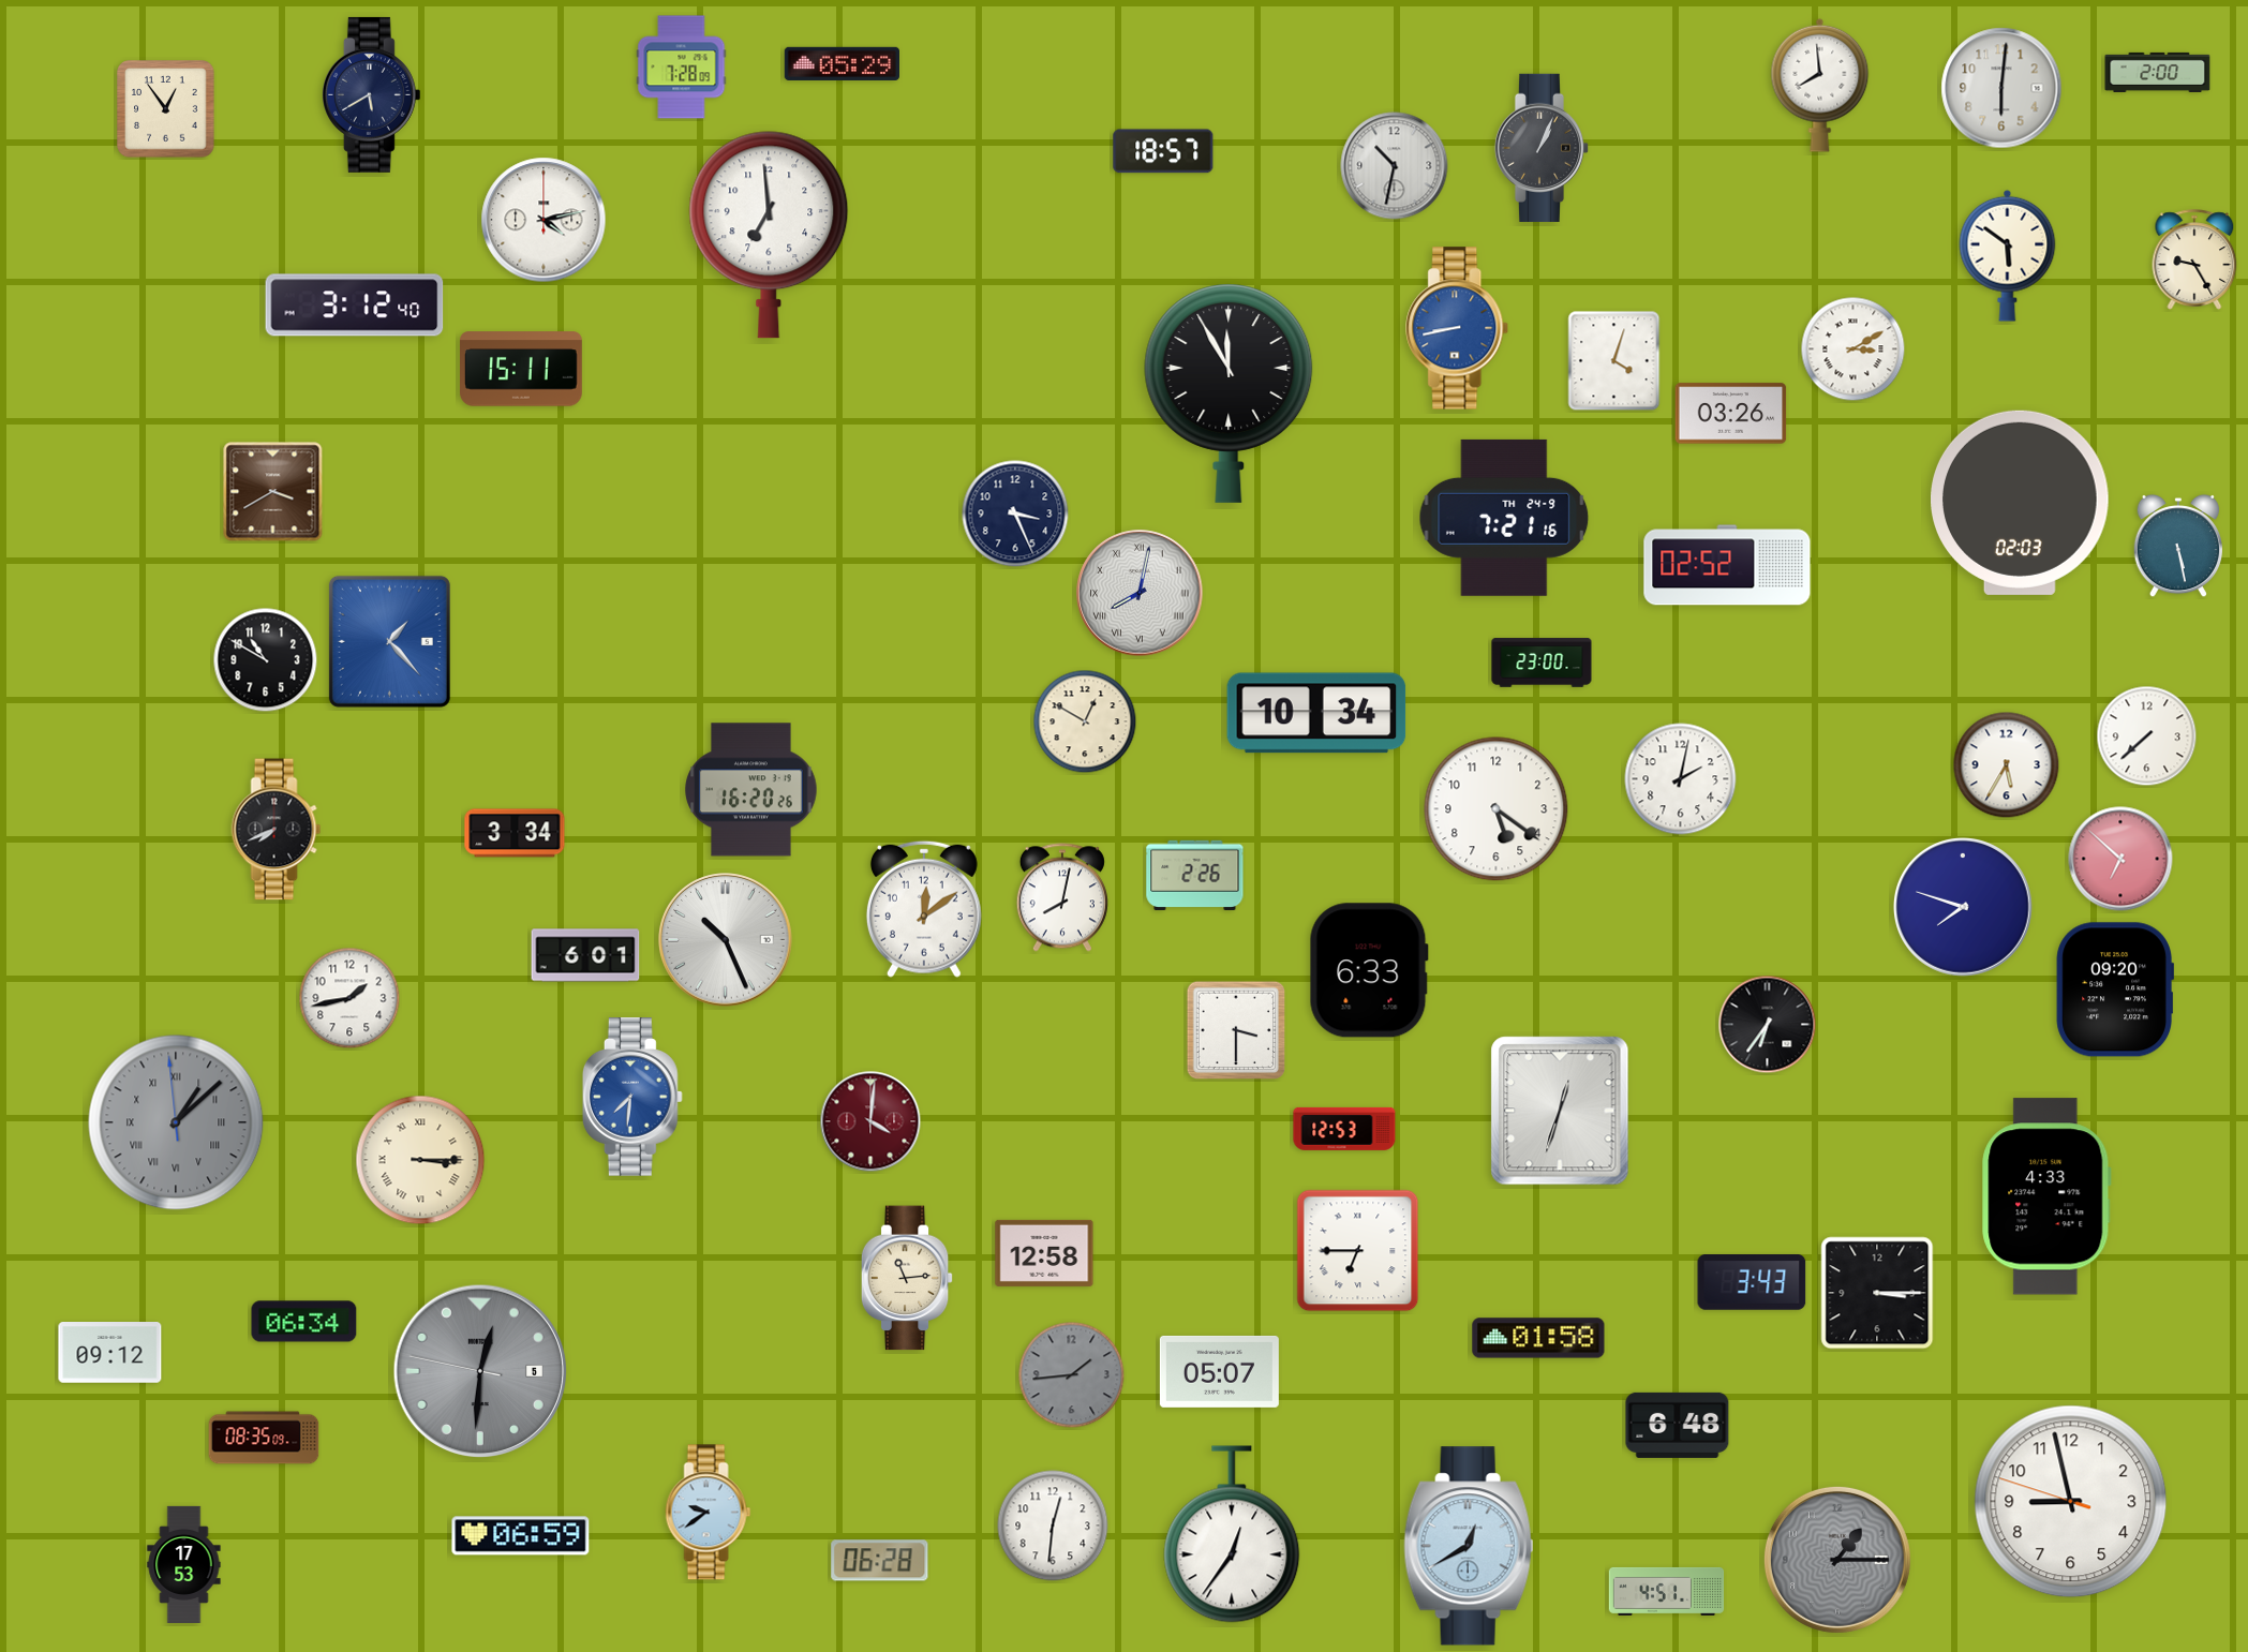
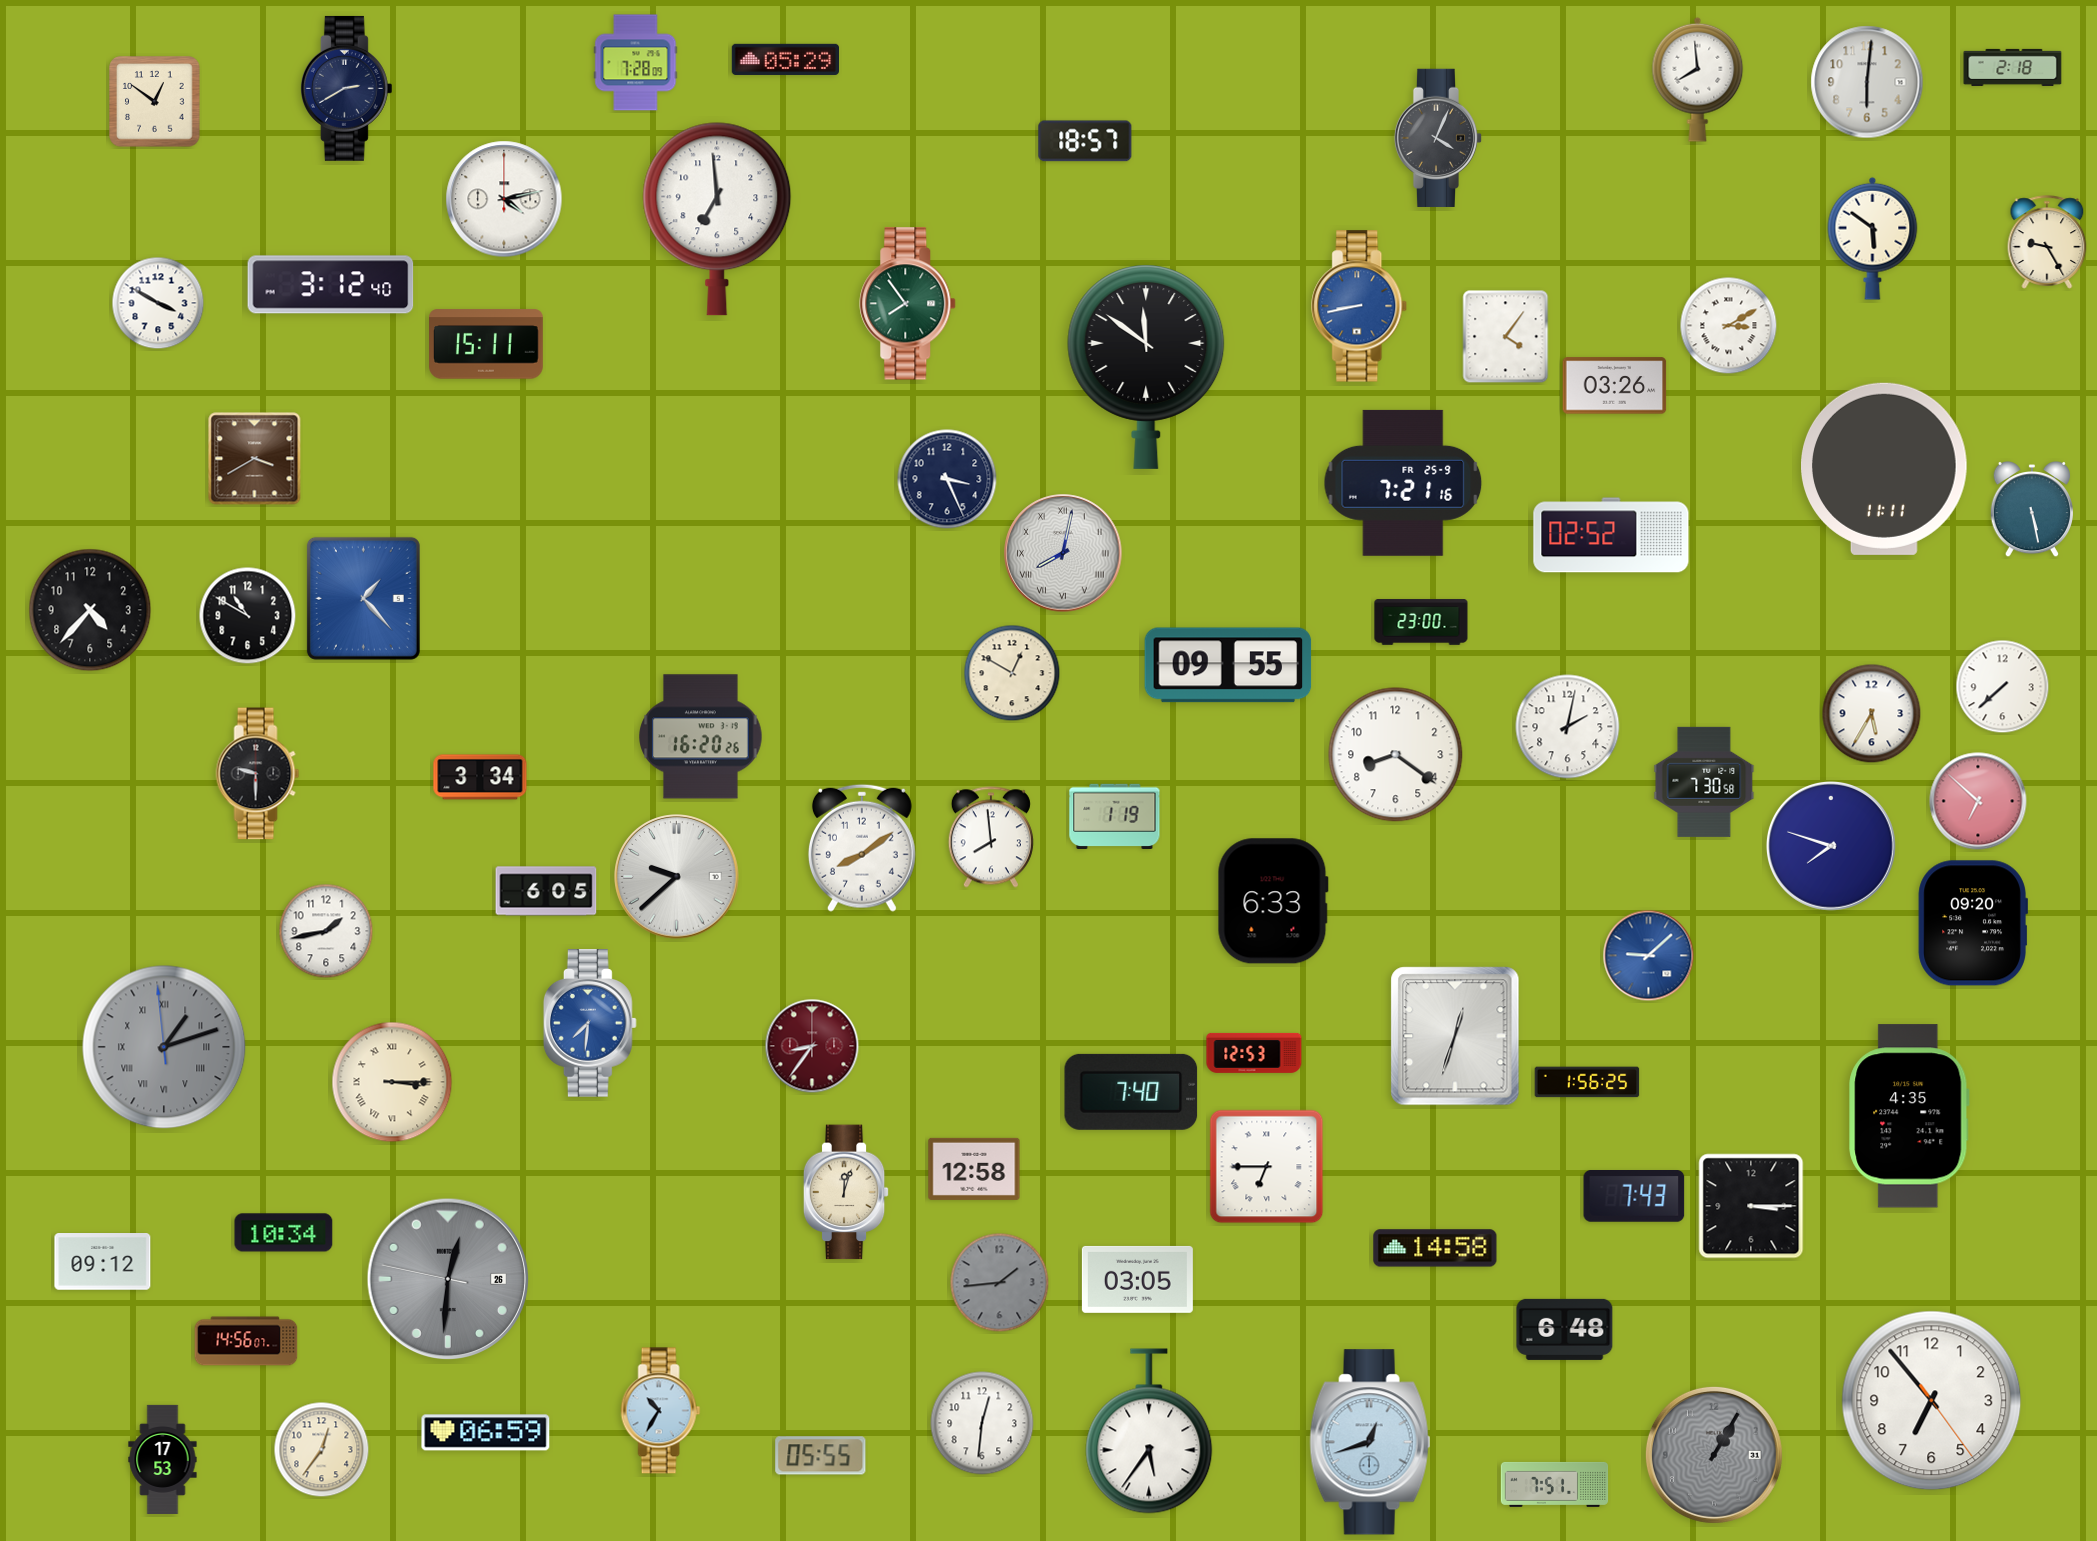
clock at (2158, 72): 2:00 -> 2:18
clock at (371, 94): 5:40 -> 2:40
clock at (166, 109): 12:54 -> 12:51
clock at (1542, 147): 1:04 -> 4:04
clock at (1395, 166): 10:32 -> none
clock at (544, 220) position: (544, 220) -> (504, 199)
clock at (158, 303): none -> 3:50
clock at (908, 304): none -> 7:54
clock at (1614, 361): 4:03 -> 4:06
clock at (1229, 393): 11:55 -> 11:51
clock at (2021, 503): 02:03 -> 11:11
clock at (1504, 518) date: TH 24-9 -> FR 25-9
clock at (1727, 565) position: (1727, 565) -> (1611, 535)
clock at (90, 610): none -> 4:37
clock at (1542, 663) position: (1542, 663) -> (1421, 622)
clock at (1316, 713): 10:34 -> 09:55
clock at (1497, 809): 5:21 -> 8:21
clock at (277, 830): 7:41 -> 9:30
clock at (1704, 782): none -> 7:30
clock at (1195, 875): 2:26 -> 1:19
clock at (1062, 897): 8:02 -> 7:59
clock at (924, 909): 12:09 -> 8:09
clock at (726, 940): 10:26 -> 9:38
clock at (585, 955): 6:01 -> 6:05
clock at (1369, 970) position: (1369, 970) -> (1273, 901)
clock at (1768, 1025): 6:36 -> 9:08
clock at (1768, 1025) dial: black -> blue
clock at (1236, 1030): 3:30 -> none
clock at (870, 1121): 4:01 -> 8:36
clock at (176, 1122): 1:07 -> 1:11
clock at (1587, 1082): none -> 1:56
clock at (1131, 1092): none -> 7:40
clock at (2046, 1196): 4:33 -> 4:35
clock at (907, 1278): 11:14 -> 12:03
clock at (1752, 1283): 3:43 -> 7:43
clock at (304, 1322): 06:34 -> 10:34
clock at (1538, 1338): 01:58 -> 14:58
clock at (480, 1371) date: 5 -> 26
clock at (1219, 1371): 05:07 -> 03:05
clock at (264, 1438): 08:35 -> 14:56
clock at (2071, 1502): 8:57 -> 6:53
clock at (709, 1513): 9:39 -> 10:35
clock at (1232, 1534): 12:36 -> 5:36
clock at (1469, 1546): 12:40 -> 12:42
clock at (322, 1450): none -> 12:36
clock at (1837, 1560): 1:15 -> 1:05
clock at (880, 1561): 06:28 -> 05:55
clock at (184, 1564) position: (184, 1564) -> (163, 1459)
clock at (1667, 1591): 4:51 -> 7:51
